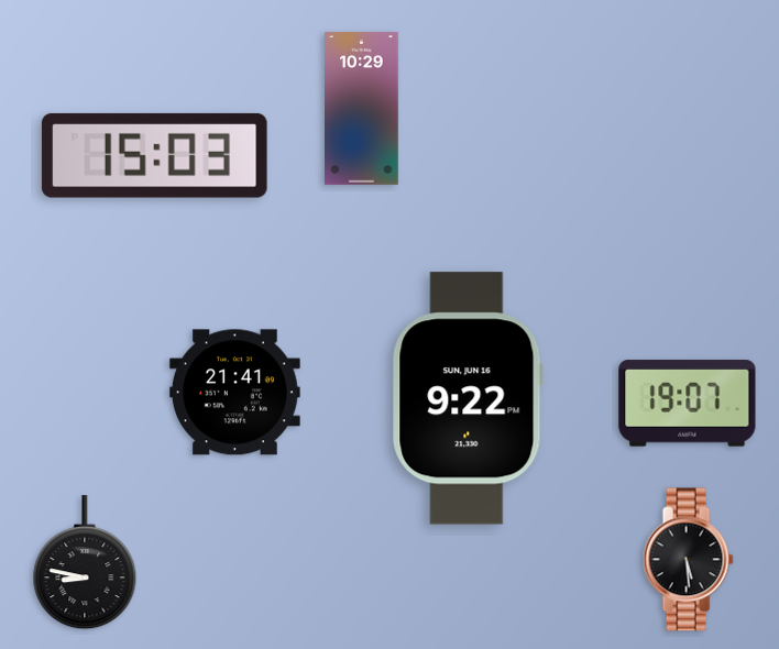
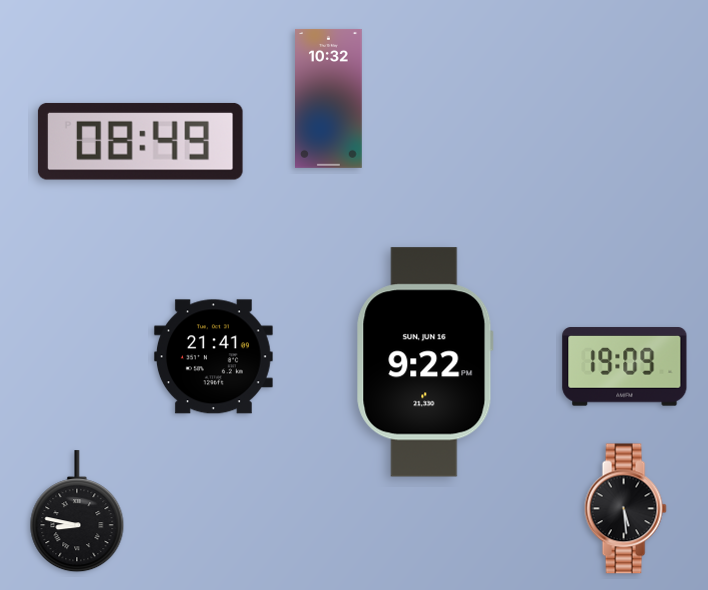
clock at (362, 108): 10:29 -> 10:32
clock at (154, 155): 15:03 -> 08:49
clock at (688, 404): 19:07 -> 19:09
